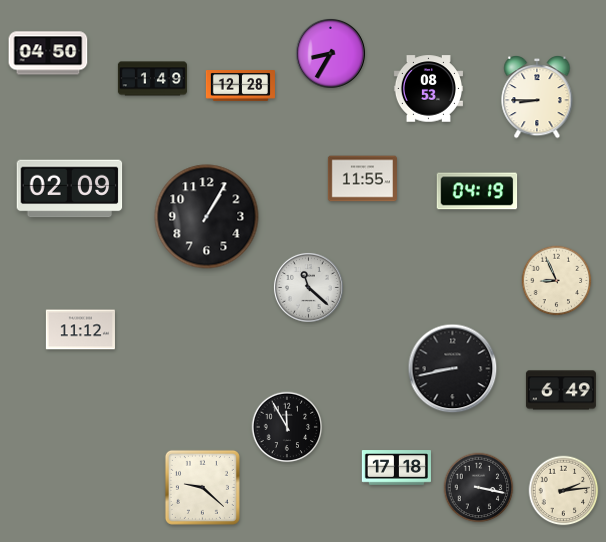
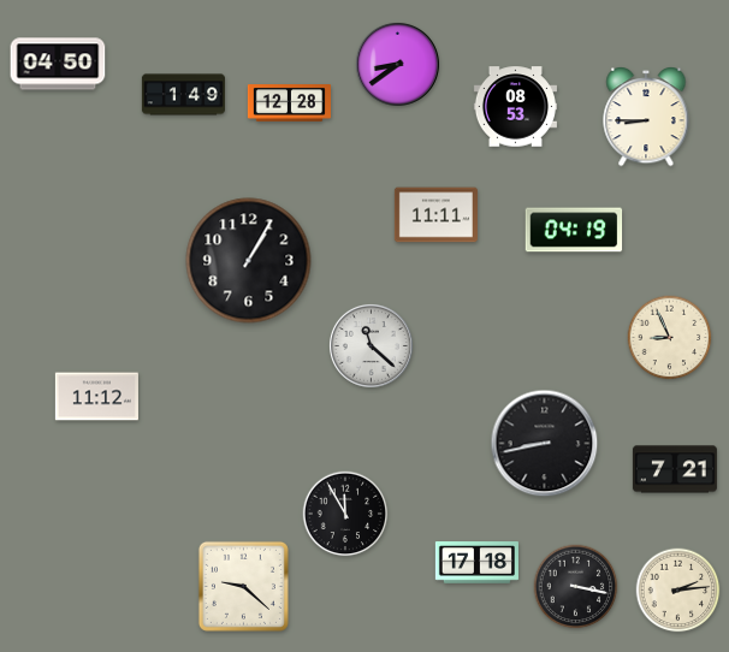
clock at (330, 53): 8:35 -> 8:39
clock at (362, 179): 11:55 -> 11:11
clock at (70, 189): 02:09 -> none
clock at (561, 390): 6:49 -> 7:21
